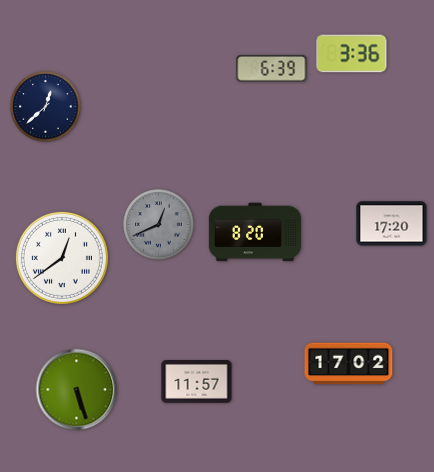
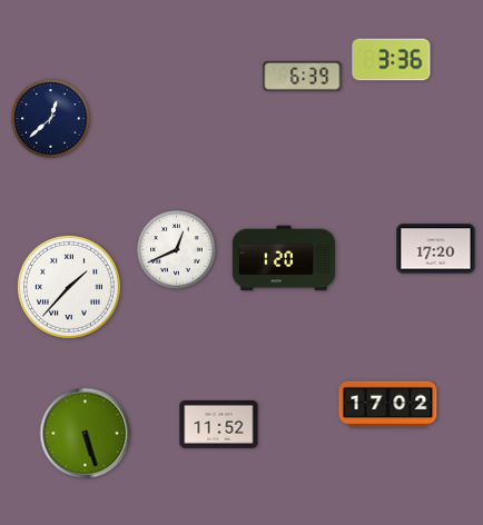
clock at (159, 225) dial: grey -> white
clock at (255, 232): 8:20 -> 1:20
clock at (62, 258): 12:39 -> 1:37
clock at (197, 382): 11:57 -> 11:52
